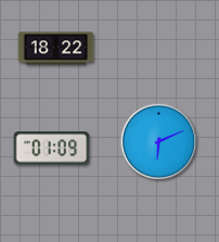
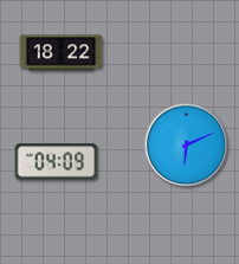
clock at (159, 142) position: (159, 142) -> (187, 146)
clock at (52, 149): 01:09 -> 04:09
